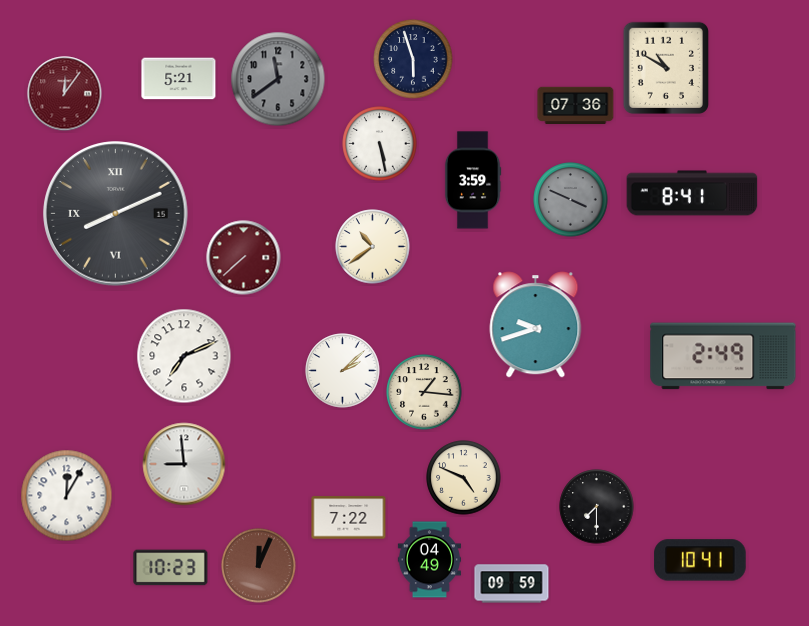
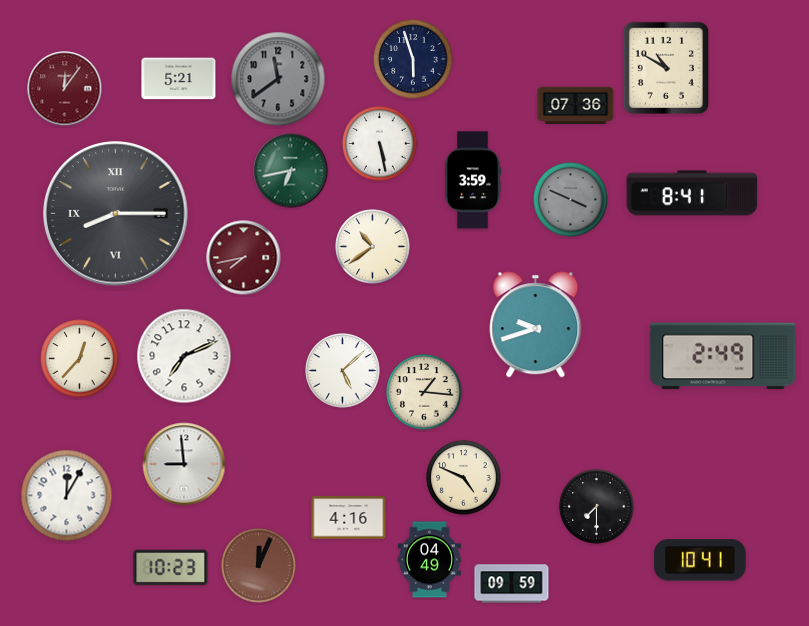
clock at (65, 94) position: (65, 94) -> (65, 89)
clock at (291, 171): none -> 6:43
clock at (116, 214): 8:11 -> 8:15
clock at (244, 258): 7:38 -> 7:43
clock at (80, 359): none -> 12:37
clock at (343, 371): 2:08 -> 5:08
clock at (349, 518): 7:22 -> 4:16
